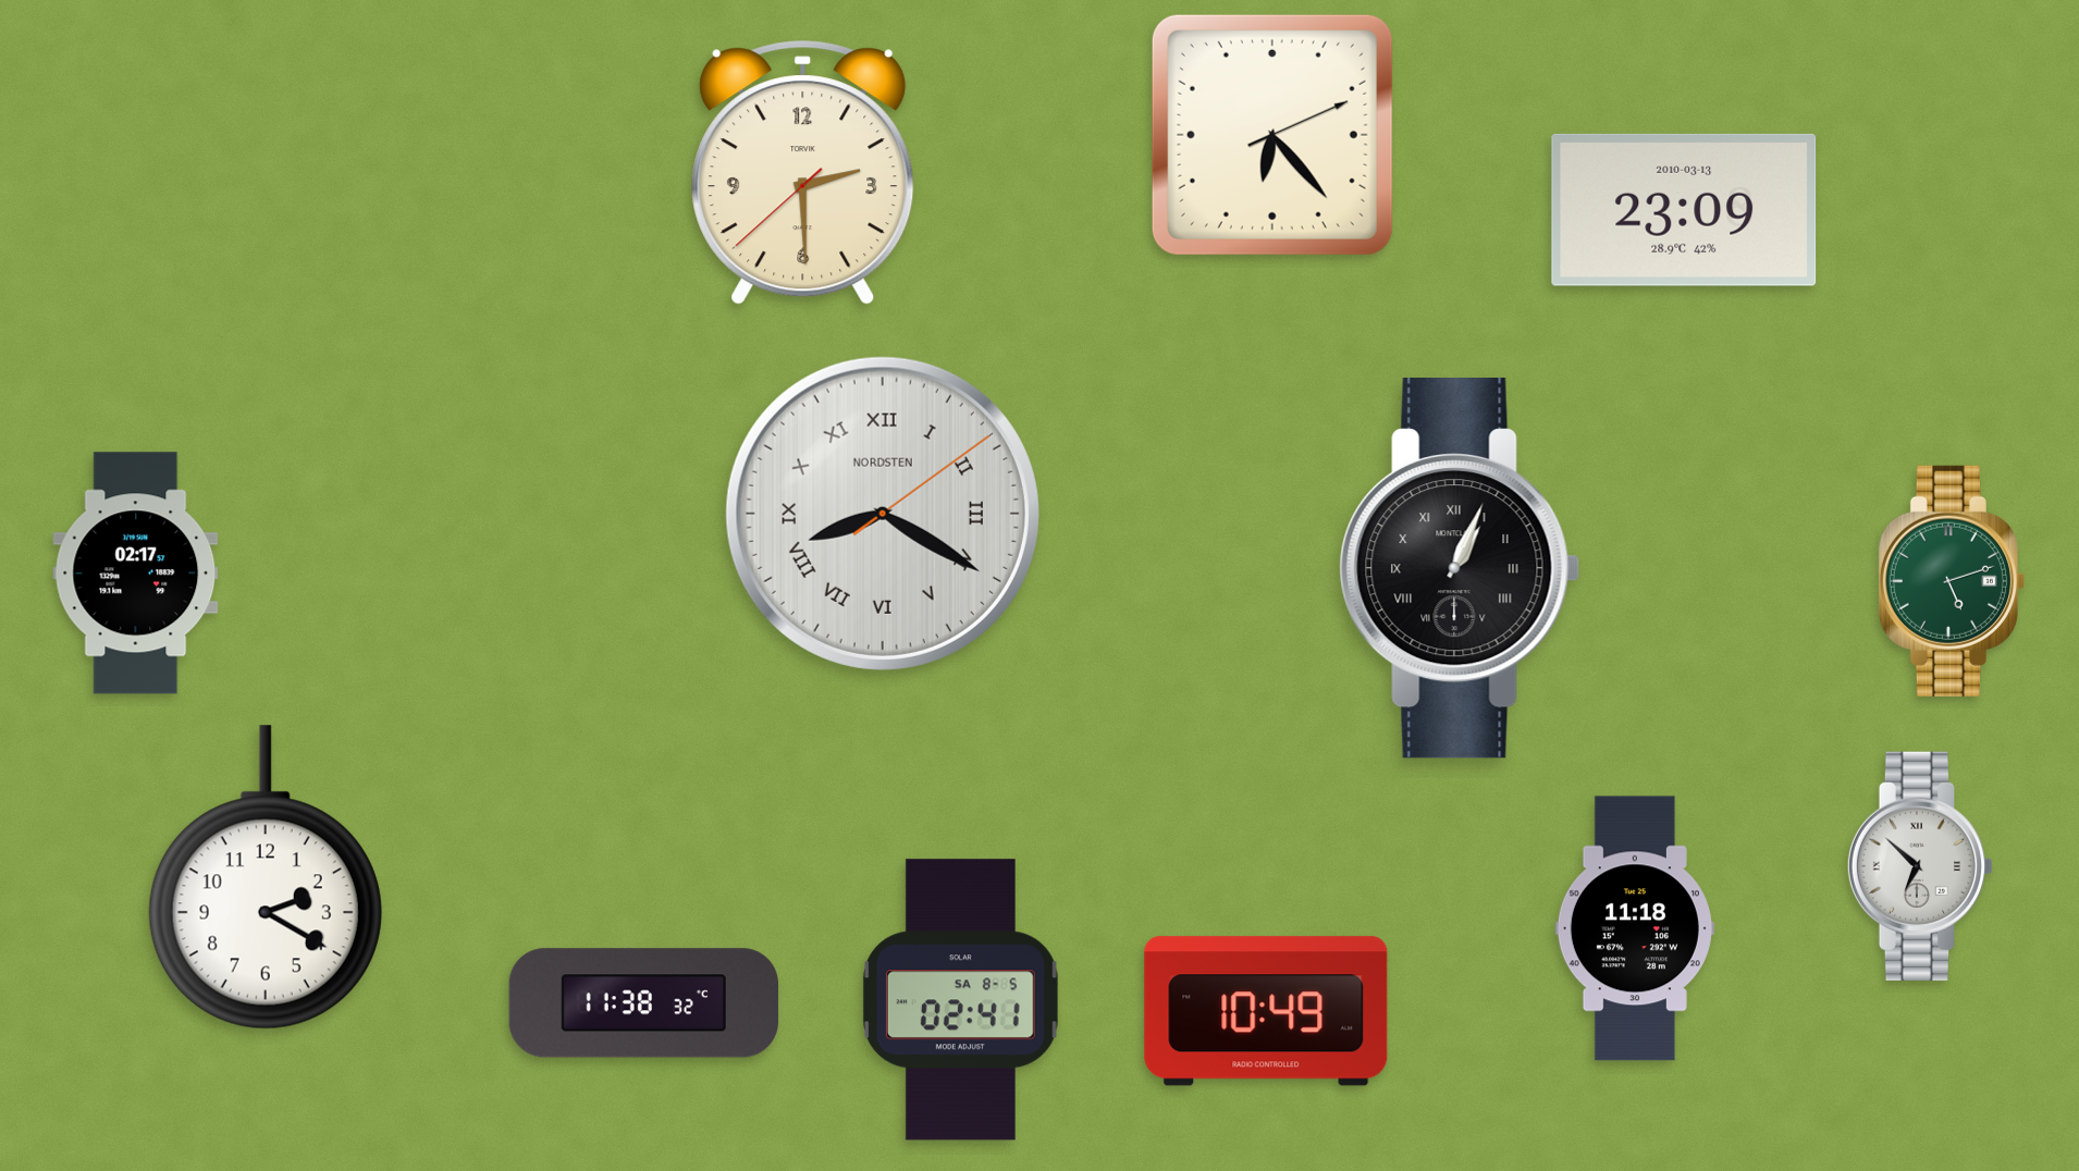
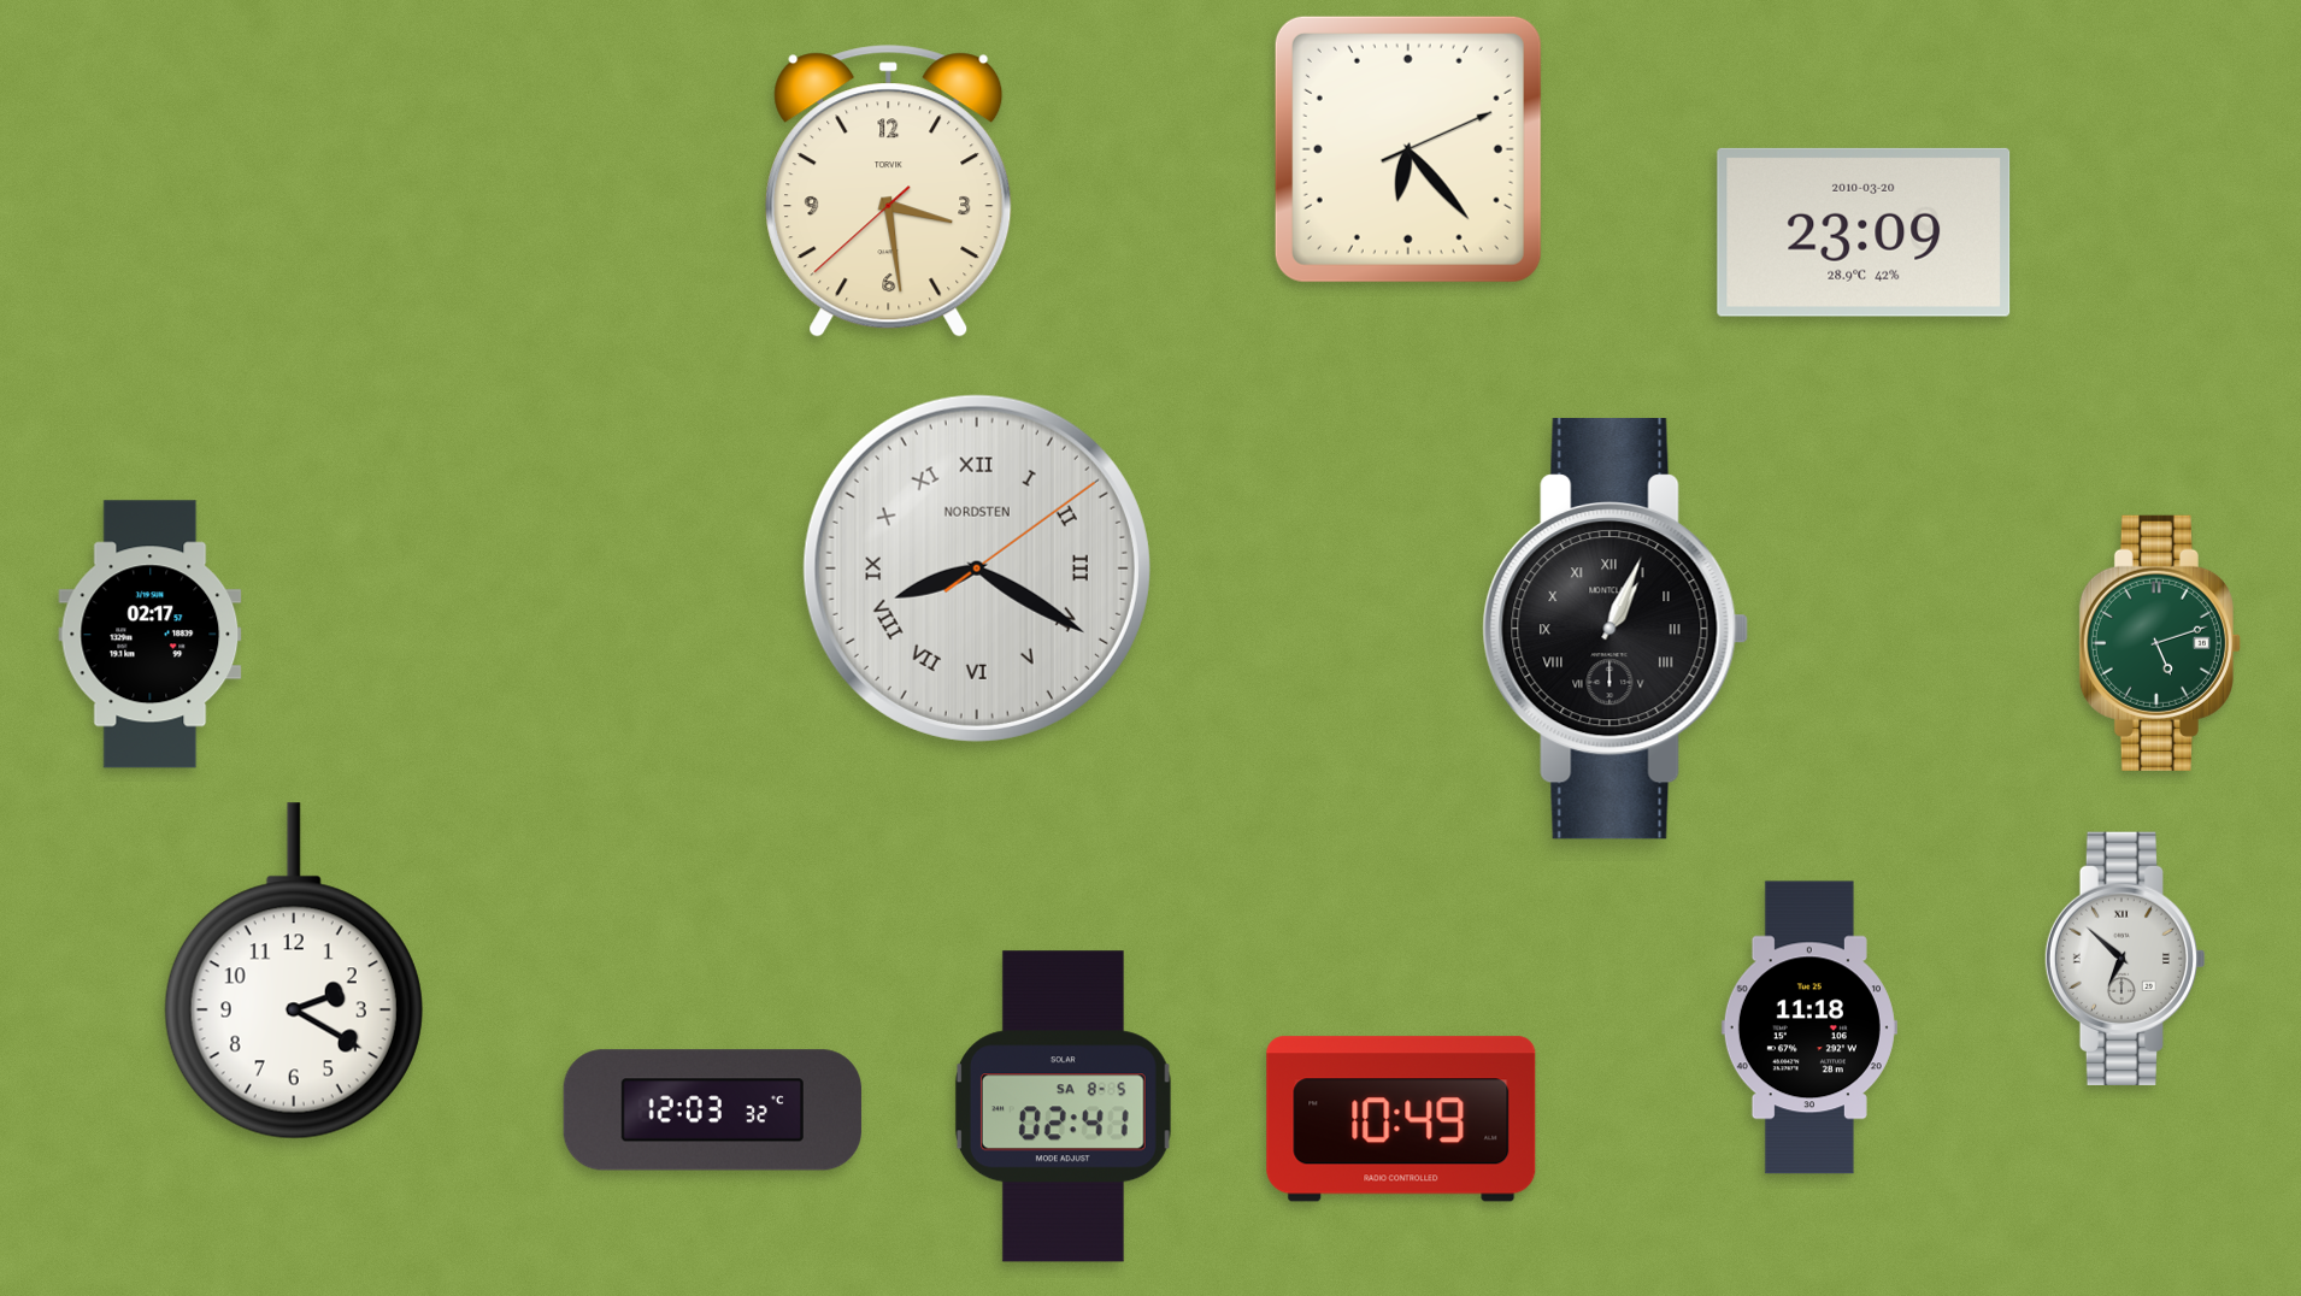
clock at (803, 173): 2:29 -> 3:28
clock at (1684, 210) date: 2010-03-13 -> 2010-03-20
clock at (643, 1003): 11:38 -> 12:03
